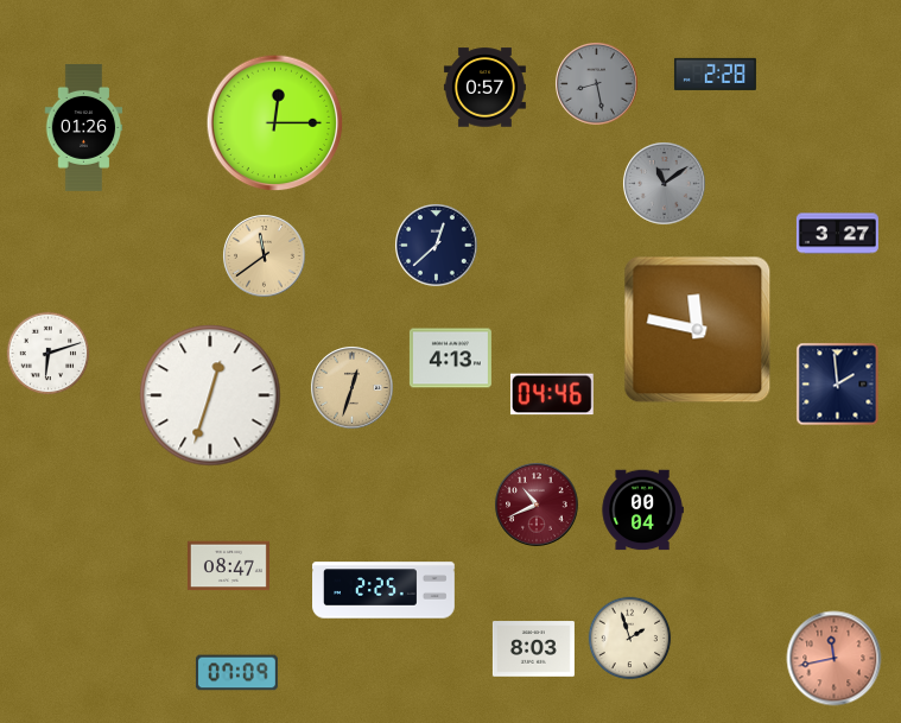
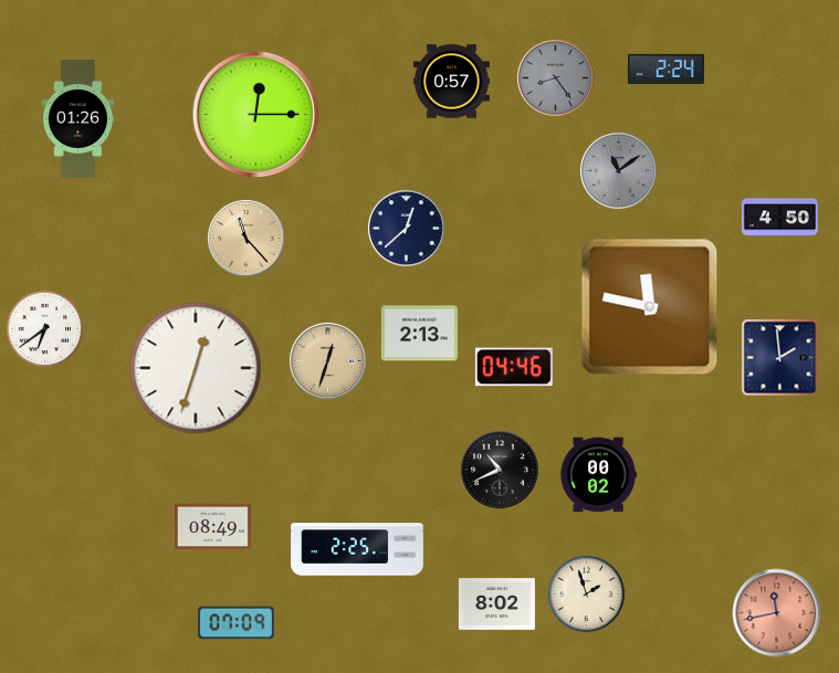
clock at (715, 74): 2:28 -> 2:24
clock at (597, 84): 8:28 -> 8:24
clock at (837, 234): 3:27 -> 4:50
clock at (265, 256): 11:39 -> 11:23
clock at (49, 354): 6:12 -> 6:39
clock at (450, 359): 4:13 -> 2:13
clock at (537, 505) dial: burgundy -> black
clock at (642, 510): 00:04 -> 00:02
clock at (228, 566): 08:47 -> 08:49
clock at (533, 649): 8:03 -> 8:02
clock at (236, 673) position: (236, 673) -> (235, 623)
